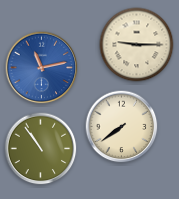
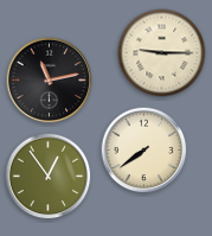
clock at (42, 68) dial: blue -> black
clock at (41, 149): 10:54 -> 12:54
